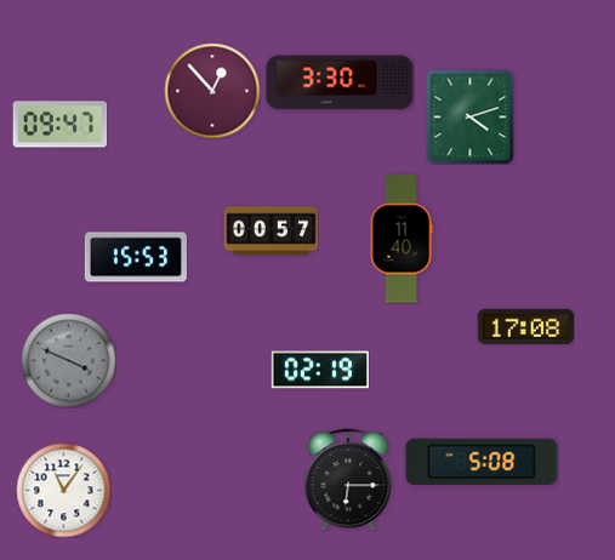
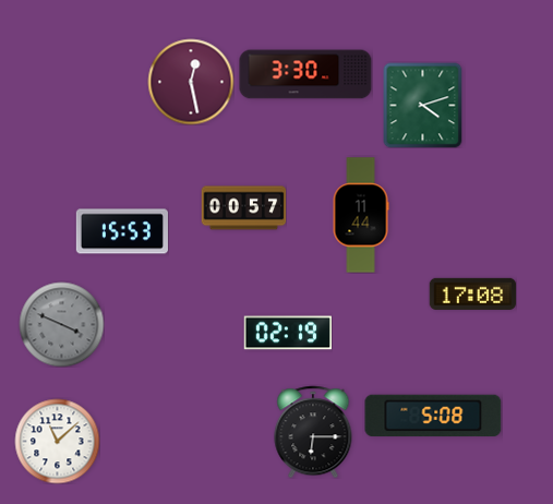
clock at (212, 91): 12:53 -> 12:28
clock at (59, 125): 09:47 -> none
clock at (402, 239): 11:40 -> 11:44
clock at (63, 490): 11:06 -> 11:08
